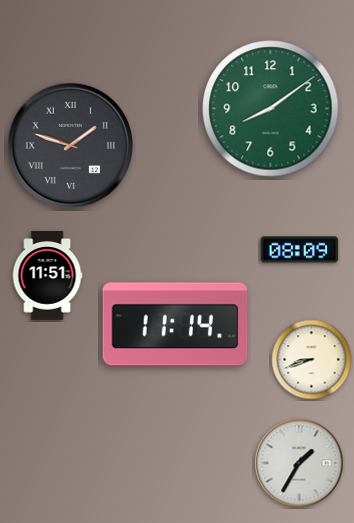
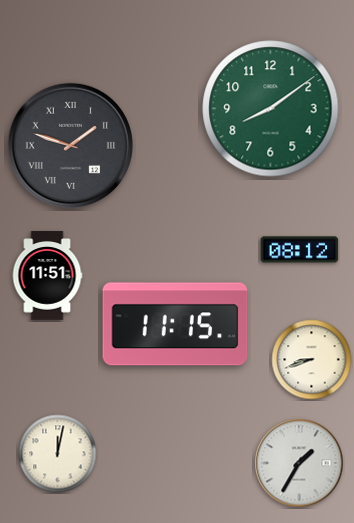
clock at (300, 250): 08:09 -> 08:12
clock at (175, 324): 11:14 -> 11:15
clock at (58, 454): none -> 12:02
